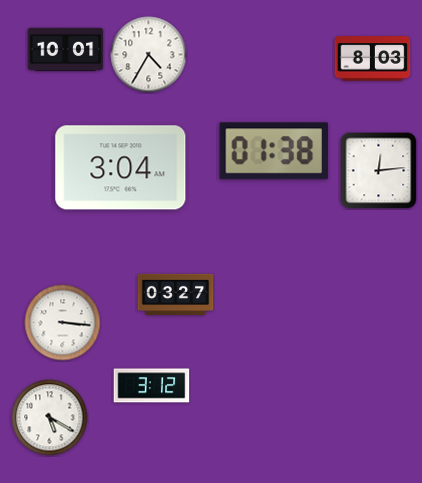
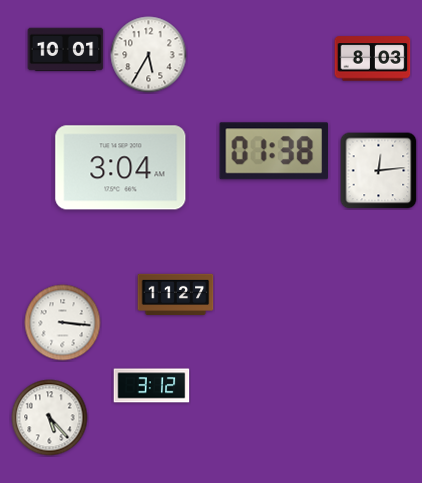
clock at (149, 55): 4:35 -> 5:35
clock at (176, 294): 03:27 -> 11:27
clock at (50, 418): 5:20 -> 5:23
